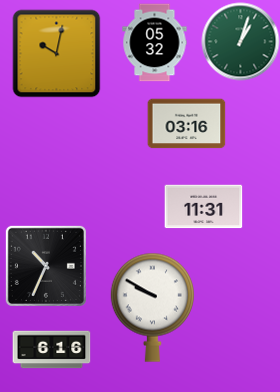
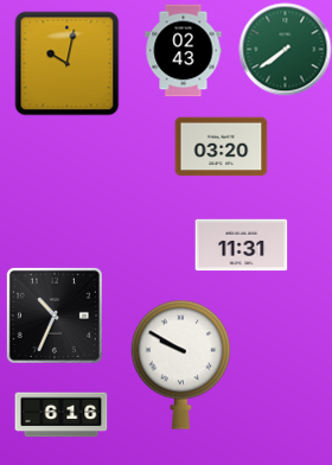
clock at (240, 41): 1:03 -> 7:39
clock at (155, 42): 05:32 -> 02:43
clock at (186, 124): 03:16 -> 03:20
